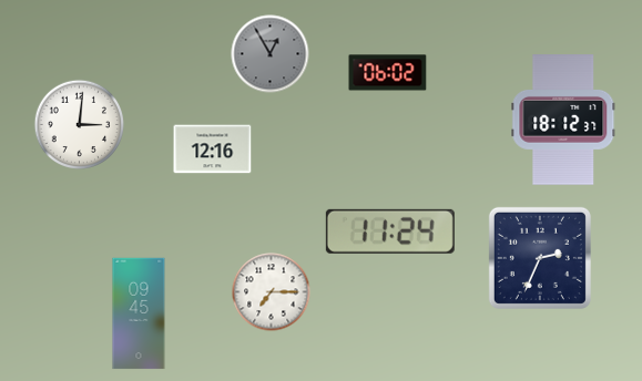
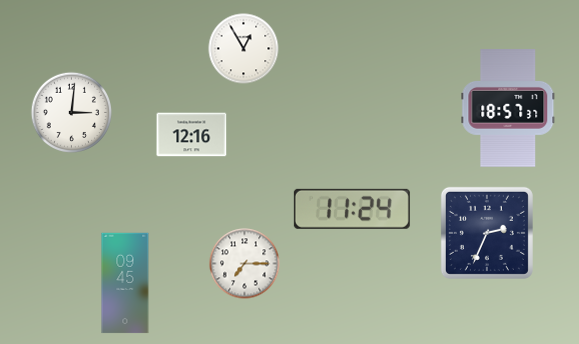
clock at (271, 54) dial: grey -> white
clock at (388, 73): 06:02 -> none
clock at (563, 120): 18:12 -> 18:57
